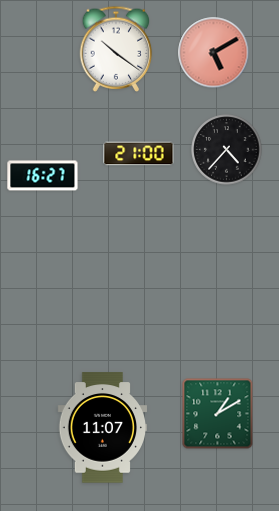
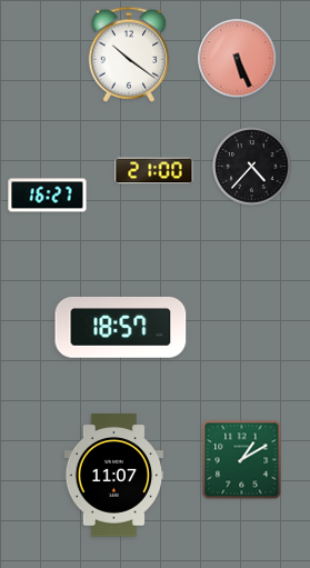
clock at (214, 53): 5:10 -> 5:26
clock at (121, 328): none -> 18:57
